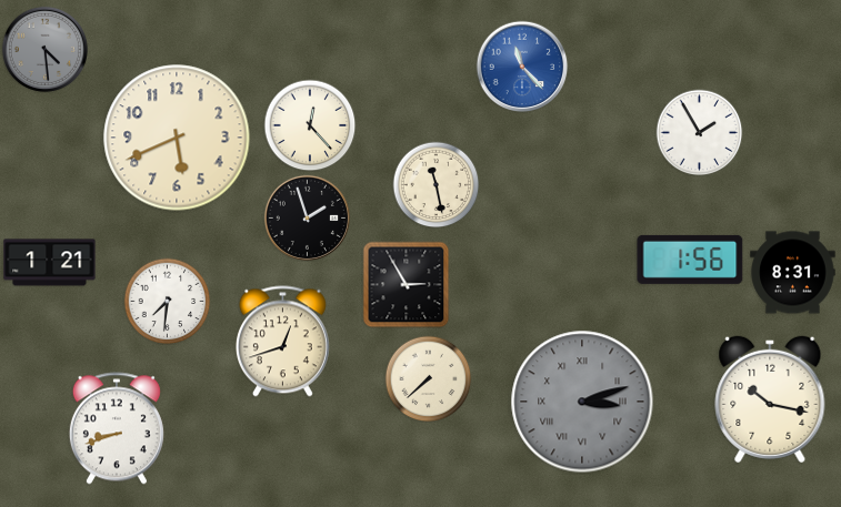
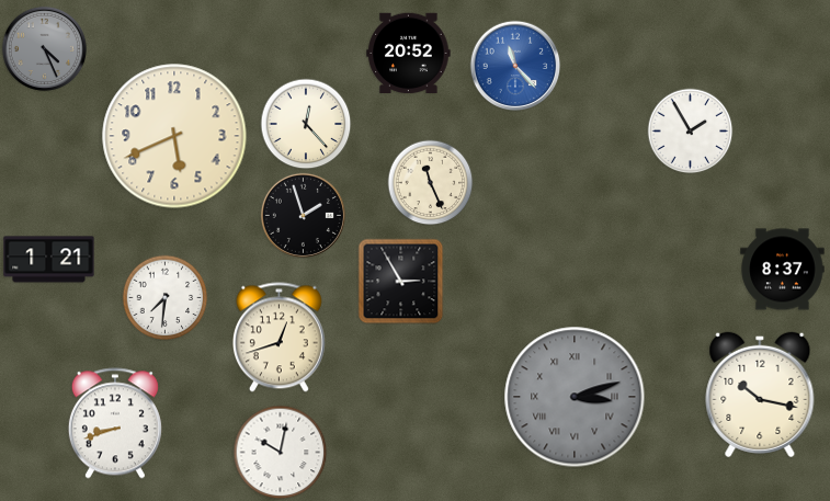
clock at (44, 49): 4:29 -> 4:26
clock at (409, 54): none -> 20:52
clock at (435, 184): 11:28 -> 11:26
clock at (690, 260): 1:56 -> none
clock at (793, 273): 8:31 -> 8:37
clock at (428, 378): 7:38 -> none
clock at (280, 452): none -> 10:02
